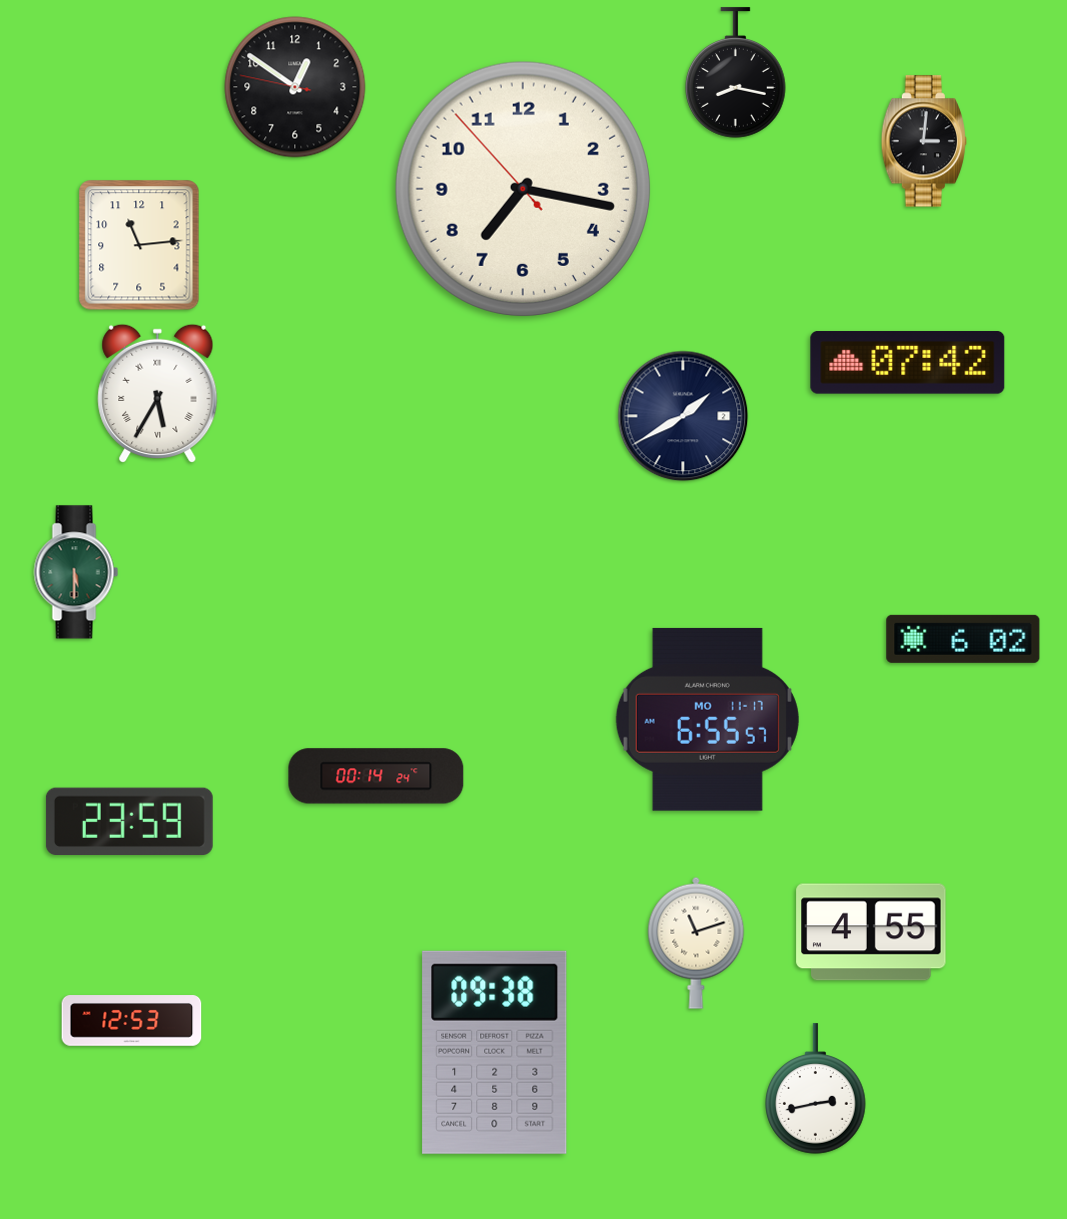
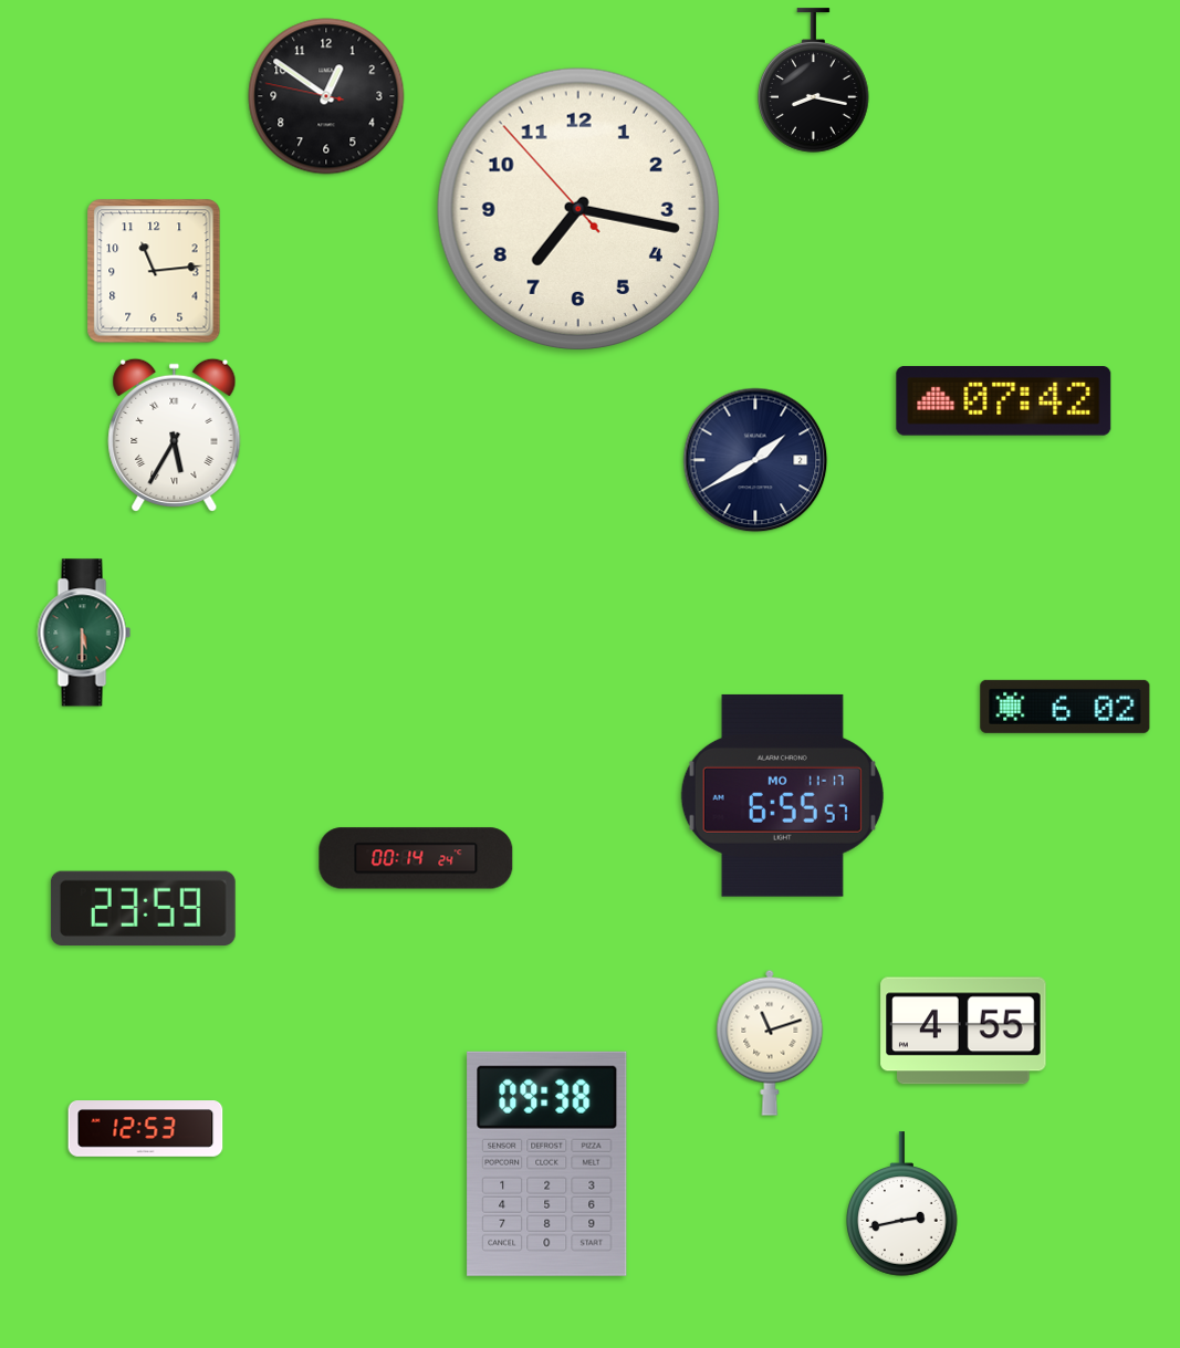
clock at (923, 141): 3:01 -> none
